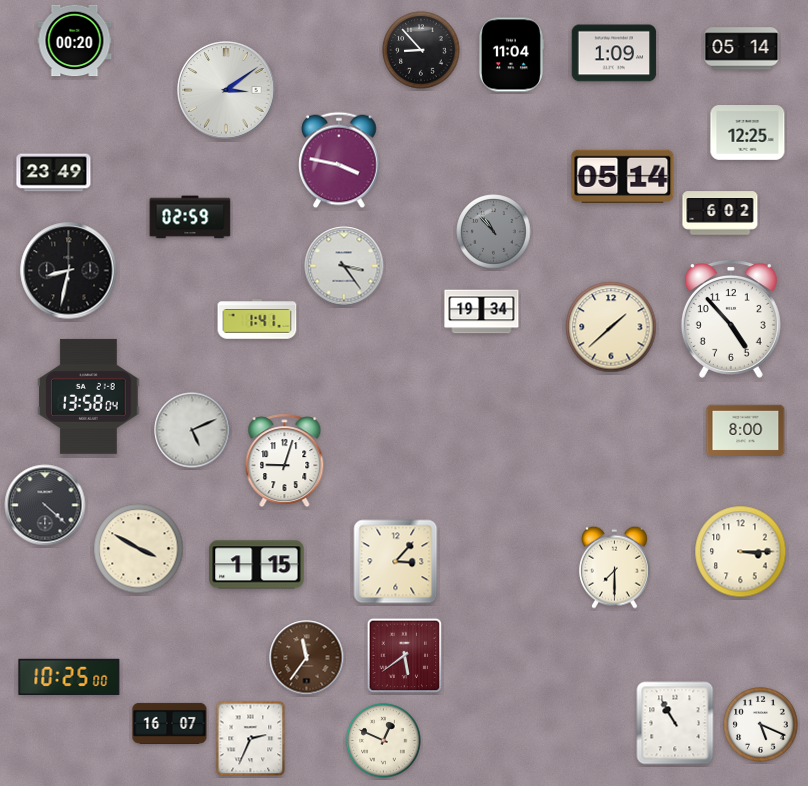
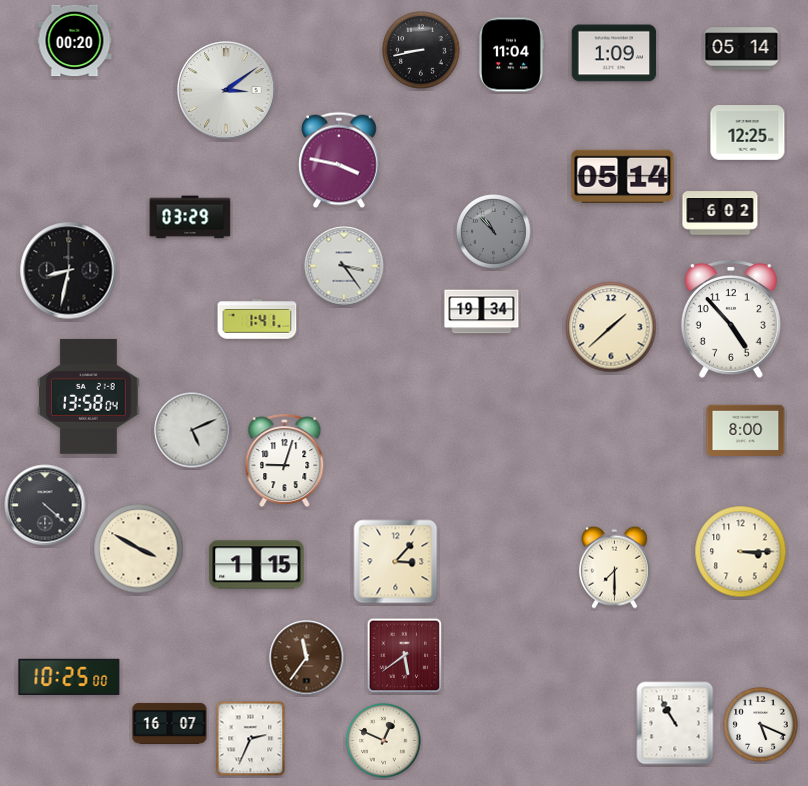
clock at (421, 50): 8:53 -> 8:43
clock at (54, 173): 23:49 -> none
clock at (190, 217): 02:59 -> 03:29
